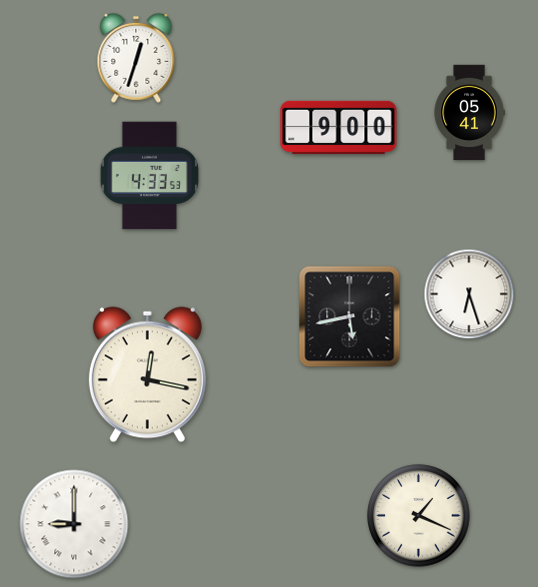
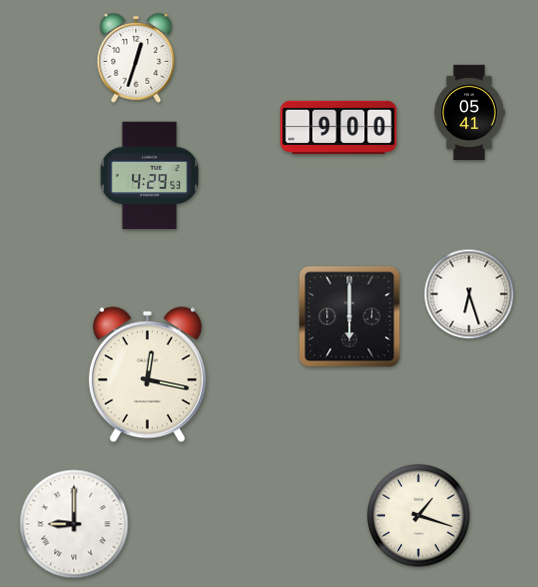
clock at (149, 176): 4:33 -> 4:29
clock at (350, 317): 5:43 -> 6:00
clock at (419, 516): 1:19 -> 1:18
